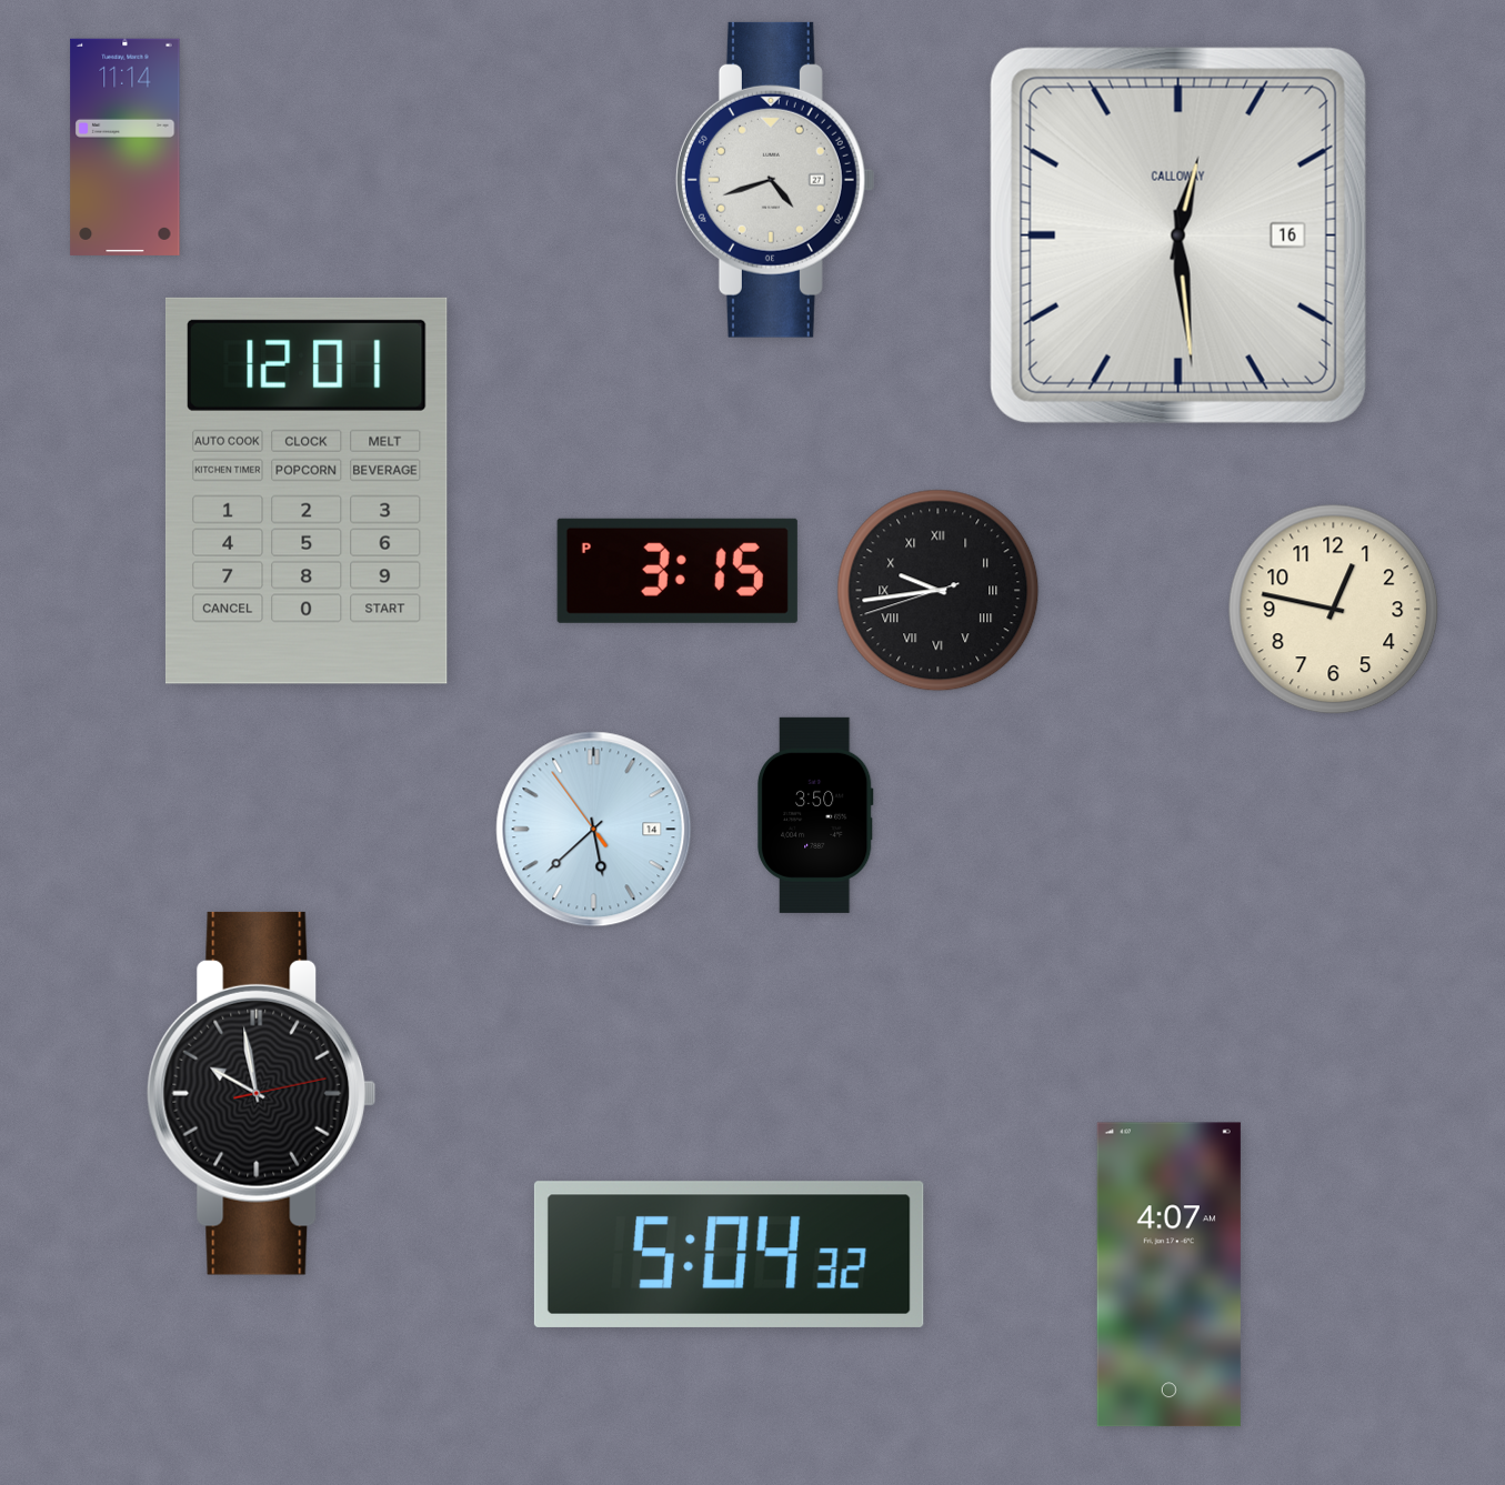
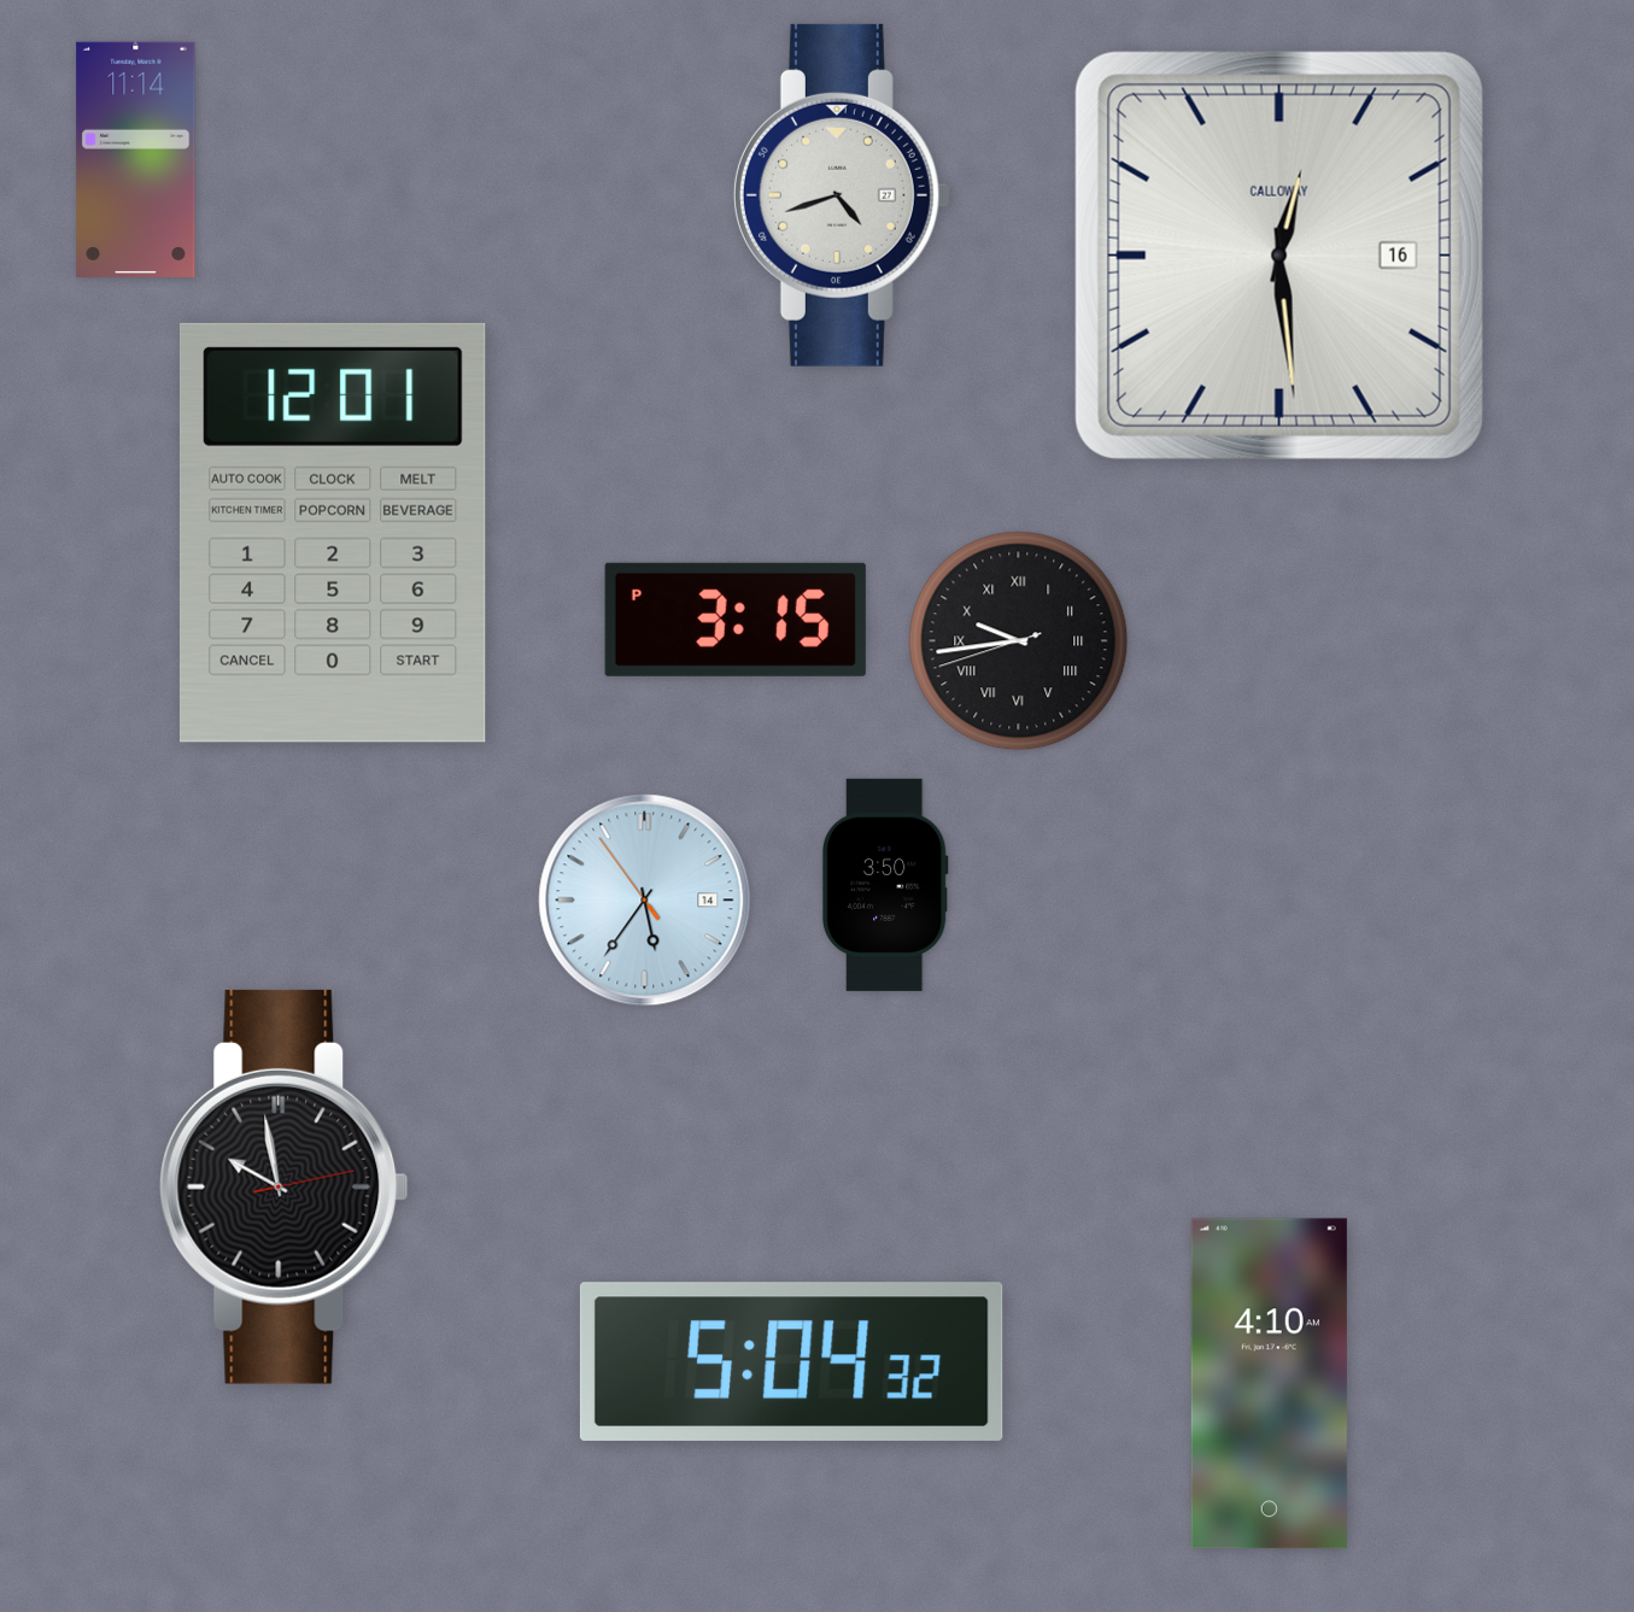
clock at (1334, 610): 12:47 -> none
clock at (594, 830): 5:37 -> 5:35
clock at (1168, 1275): 4:07 -> 4:10
